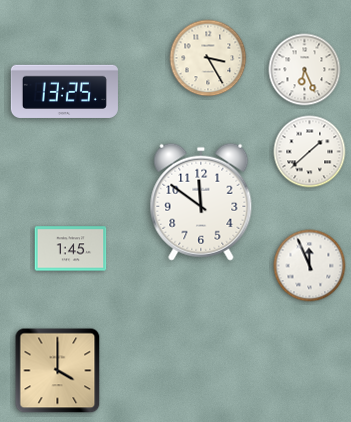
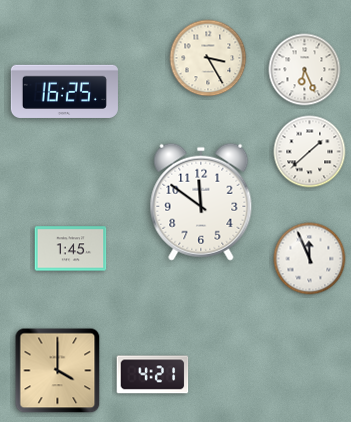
clock at (64, 91): 13:25 -> 16:25
clock at (310, 266) position: (310, 266) -> (310, 259)
clock at (153, 375): none -> 4:21
